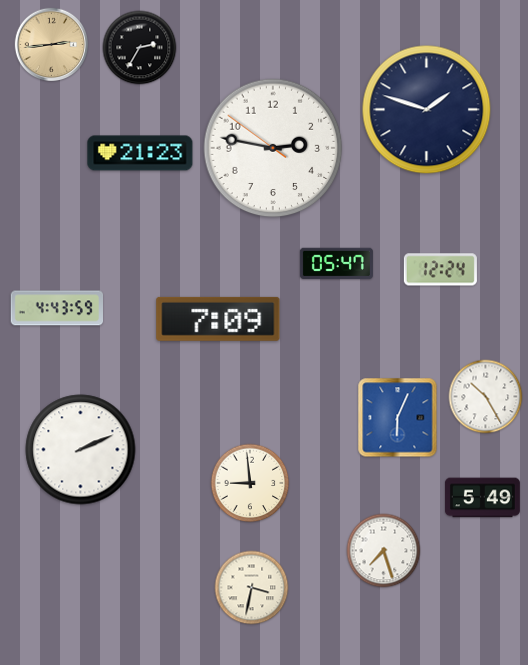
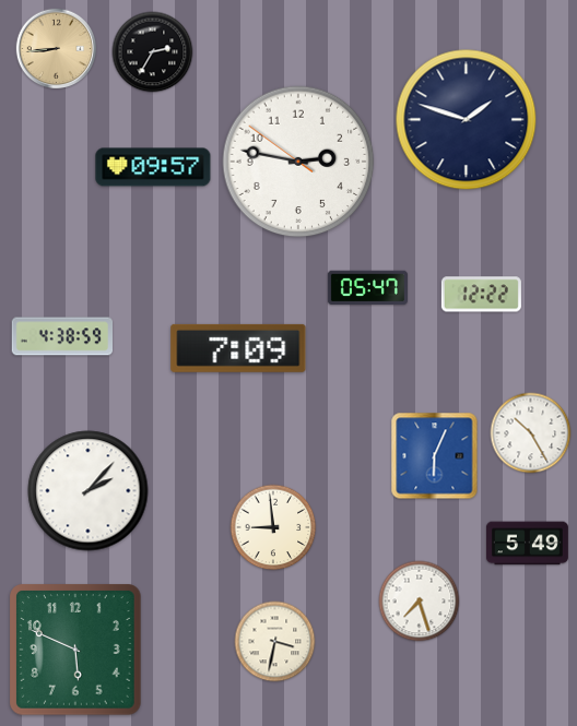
clock at (52, 45): 2:44 -> 8:44
clock at (140, 153): 21:23 -> 09:57
clock at (440, 270): 12:24 -> 12:22
clock at (56, 308): 4:43 -> 4:38
clock at (81, 450): 2:11 -> 2:07
clock at (75, 650): none -> 5:49
